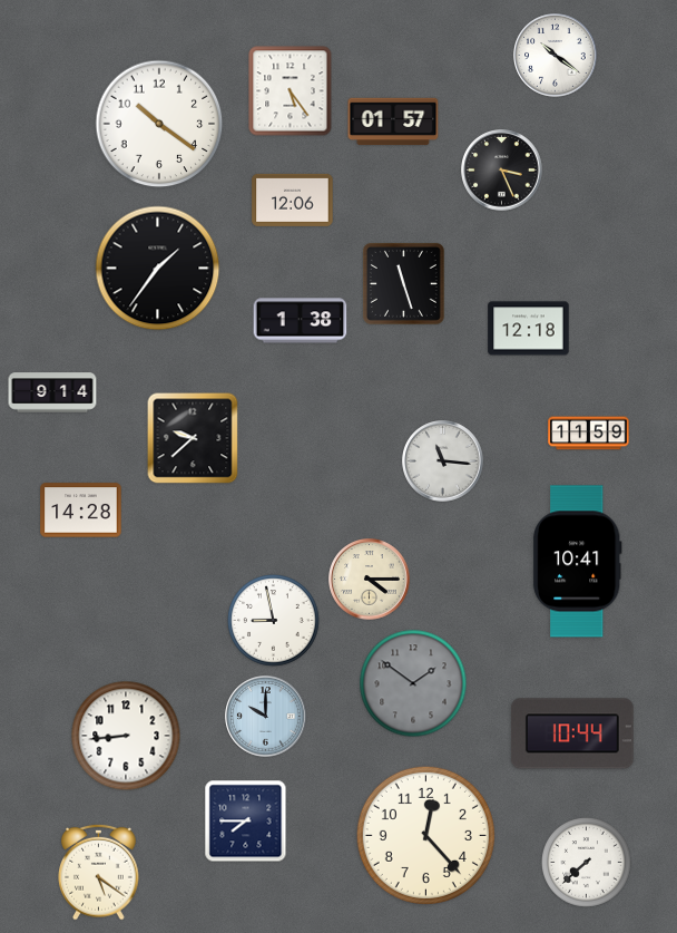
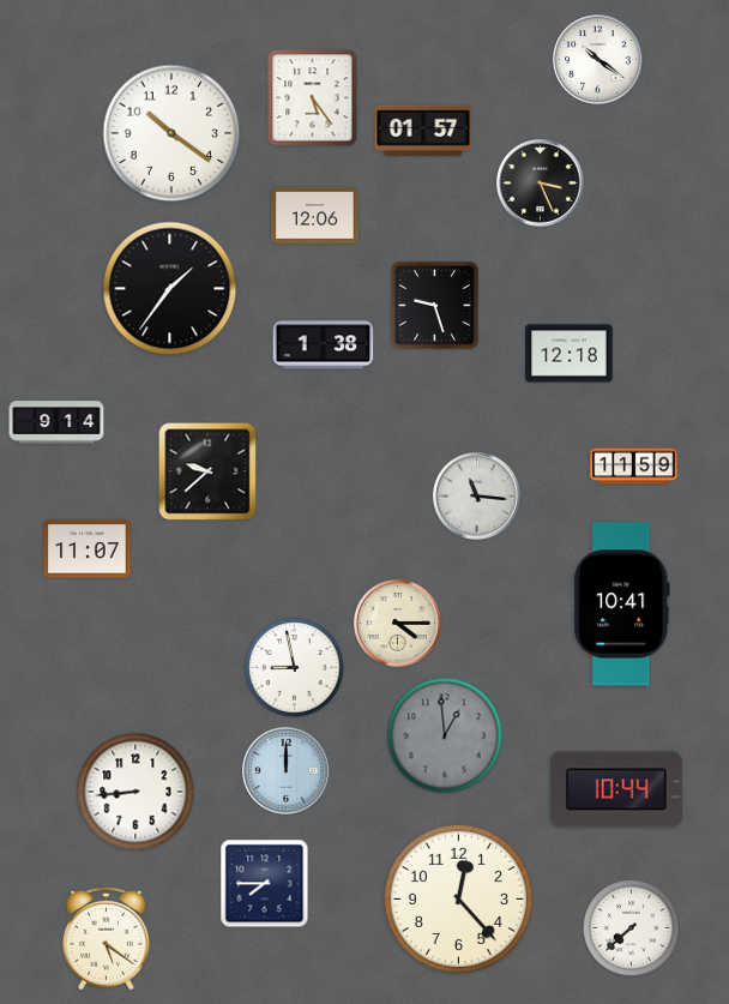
clock at (403, 283): 11:27 -> 9:27
clock at (81, 511): 14:28 -> 11:07
clock at (413, 683): 1:51 -> 12:59
clock at (266, 717): 10:00 -> 12:00
